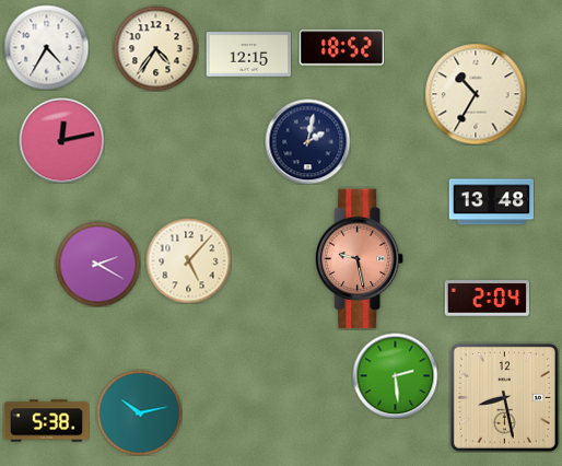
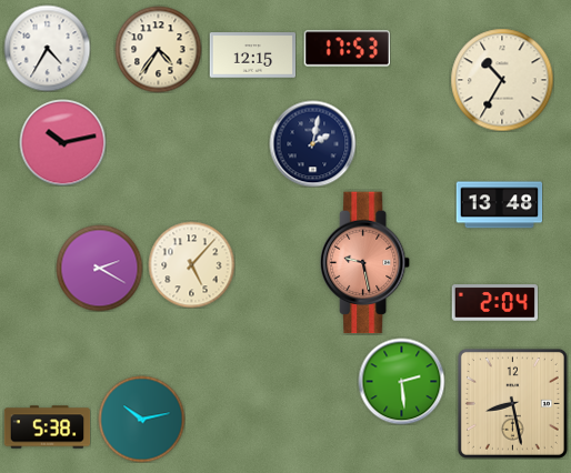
clock at (341, 48): 18:52 -> 17:53
clock at (476, 94) position: (476, 94) -> (502, 80)
clock at (61, 140): 12:13 -> 10:13
